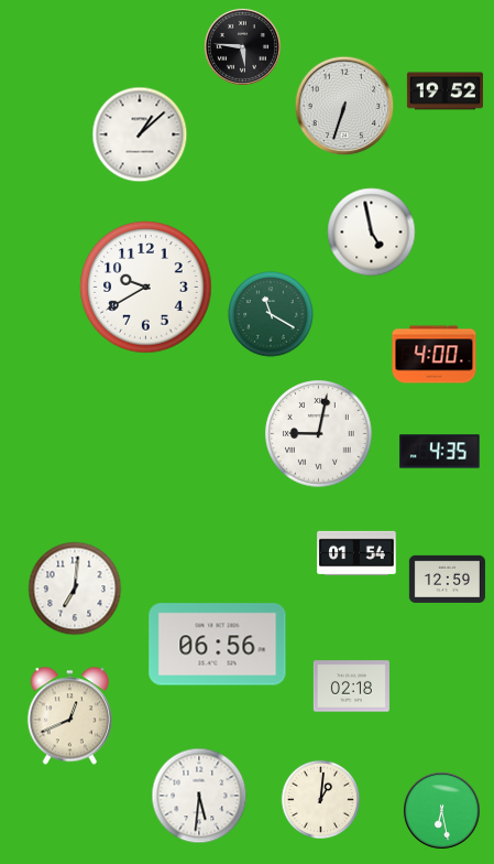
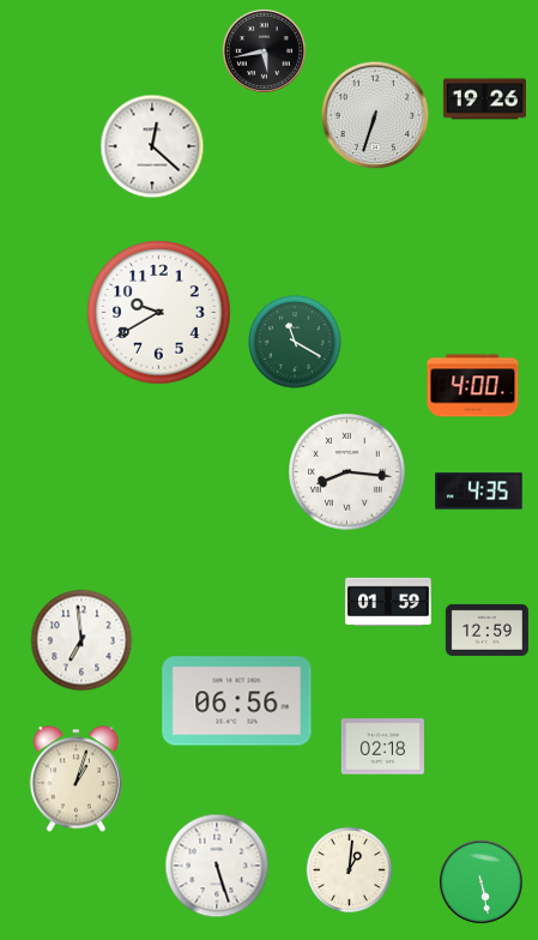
clock at (242, 46): 5:46 -> 5:43
clock at (444, 91): 19:52 -> 19:26
clock at (140, 134): 1:08 -> 12:22
clock at (372, 233): 4:58 -> none
clock at (319, 434): 9:02 -> 8:16
clock at (356, 552): 01:54 -> 01:59
clock at (75, 588): 7:01 -> 6:59
clock at (69, 716): 12:41 -> 1:03
clock at (199, 796): 5:31 -> 5:27
clock at (441, 810): 6:28 -> 5:28
